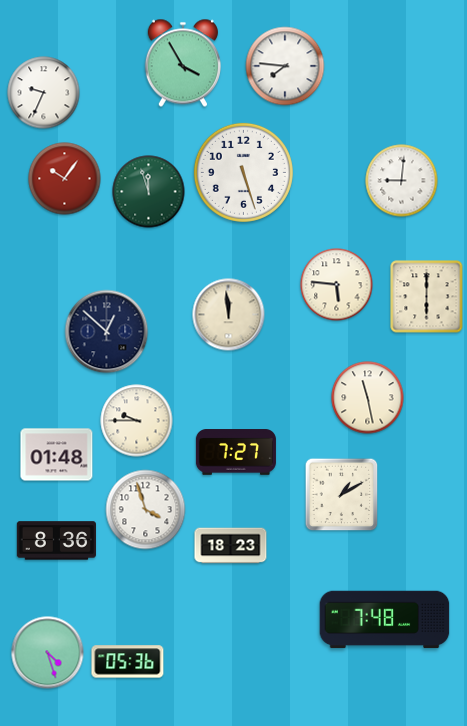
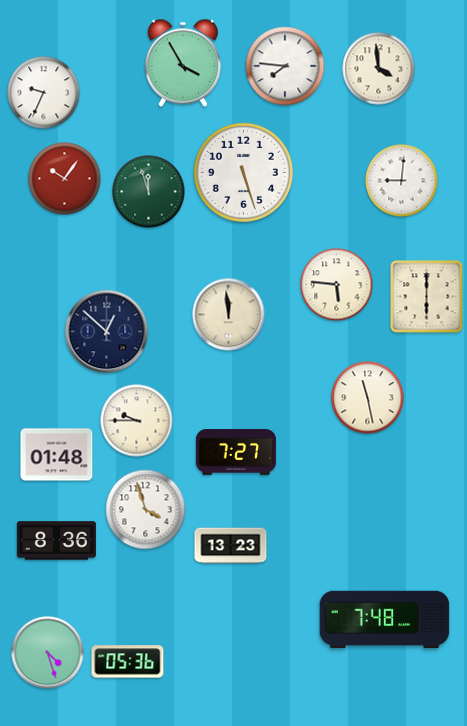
clock at (379, 69): none -> 3:59
clock at (342, 495): 1:10 -> none
clock at (231, 546): 18:23 -> 13:23
